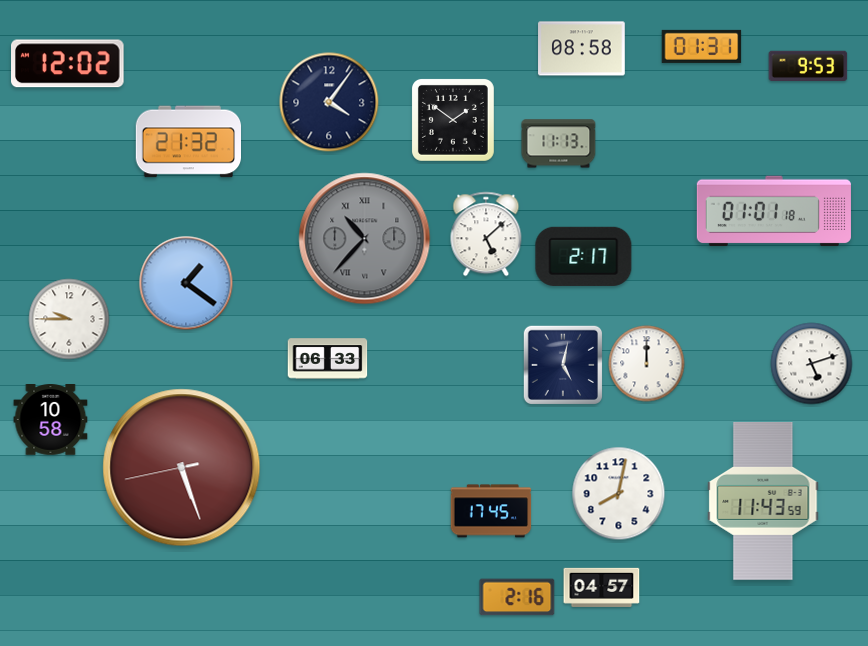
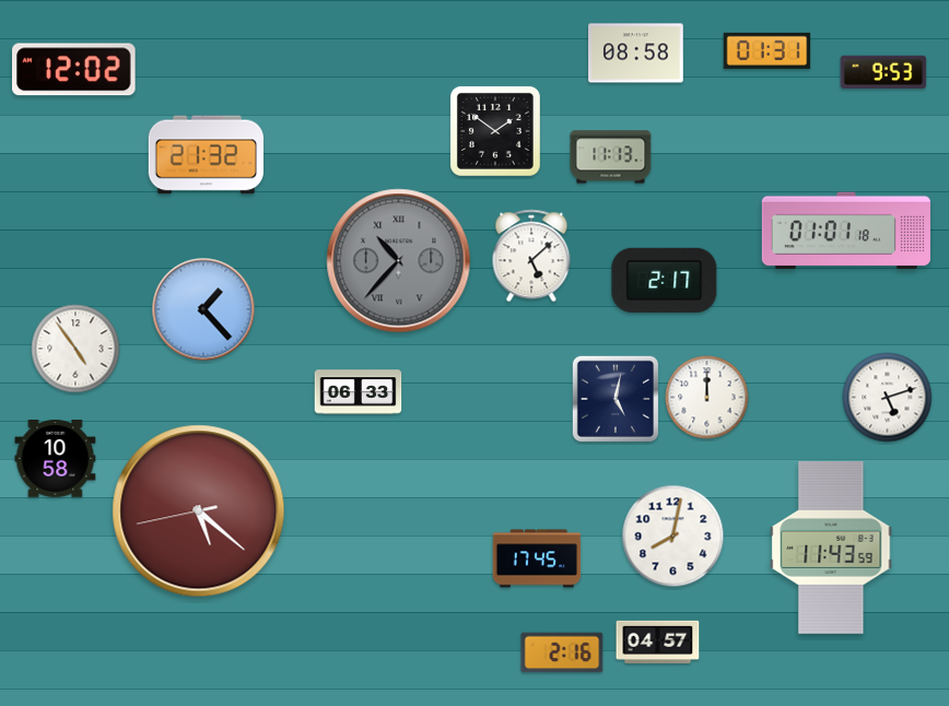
clock at (329, 102): 4:06 -> none
clock at (584, 256) position: (584, 256) -> (665, 280)
clock at (186, 283): 1:21 -> 1:23
clock at (69, 319): 9:45 -> 4:54
clock at (182, 468): 5:26 -> 5:21
clock at (619, 494) position: (619, 494) -> (673, 537)
clock at (763, 501) position: (763, 501) -> (831, 548)
clock at (517, 597) position: (517, 597) -> (562, 652)
